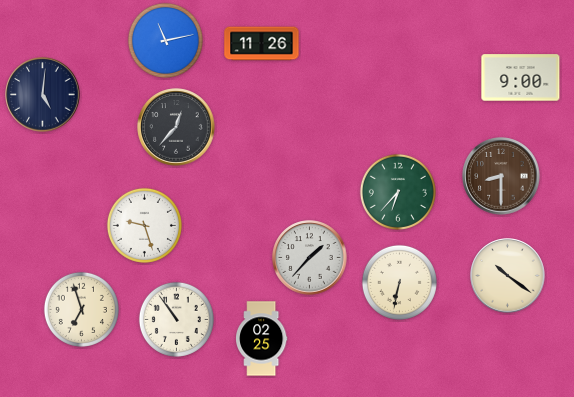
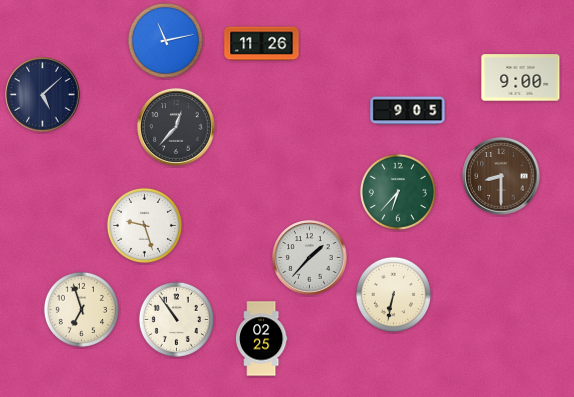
clock at (43, 95): 5:01 -> 5:08
clock at (408, 111): none -> 9:05
clock at (508, 276): 10:21 -> none
clock at (399, 282) position: (399, 282) -> (393, 294)
